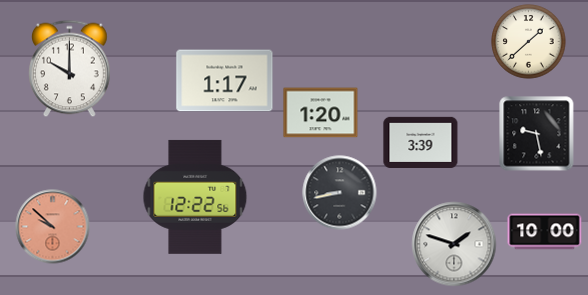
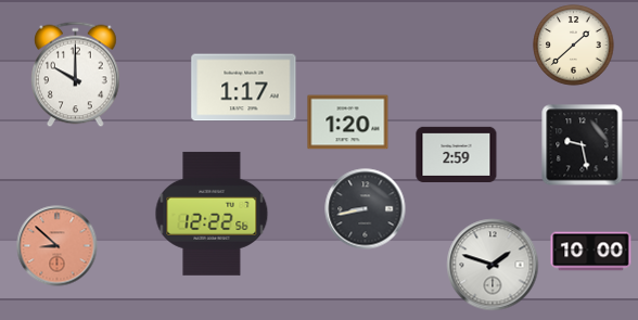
clock at (421, 142): 3:39 -> 2:59
clock at (340, 193) position: (340, 193) -> (366, 209)
clock at (53, 227): 9:52 -> 8:52
